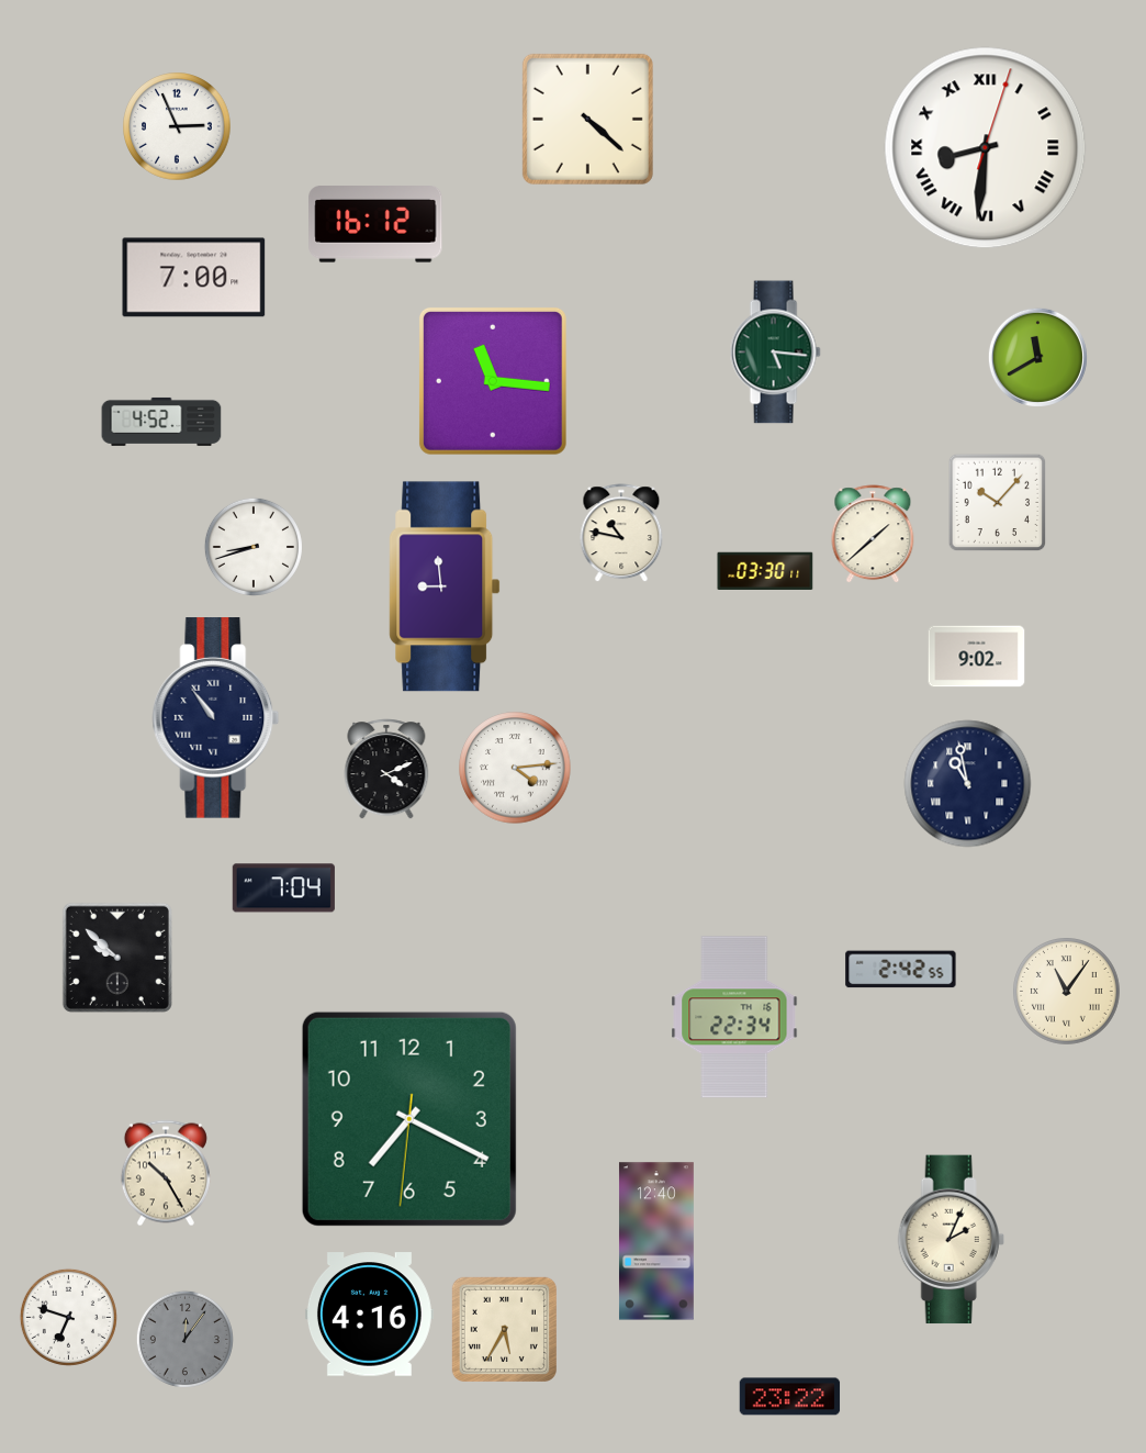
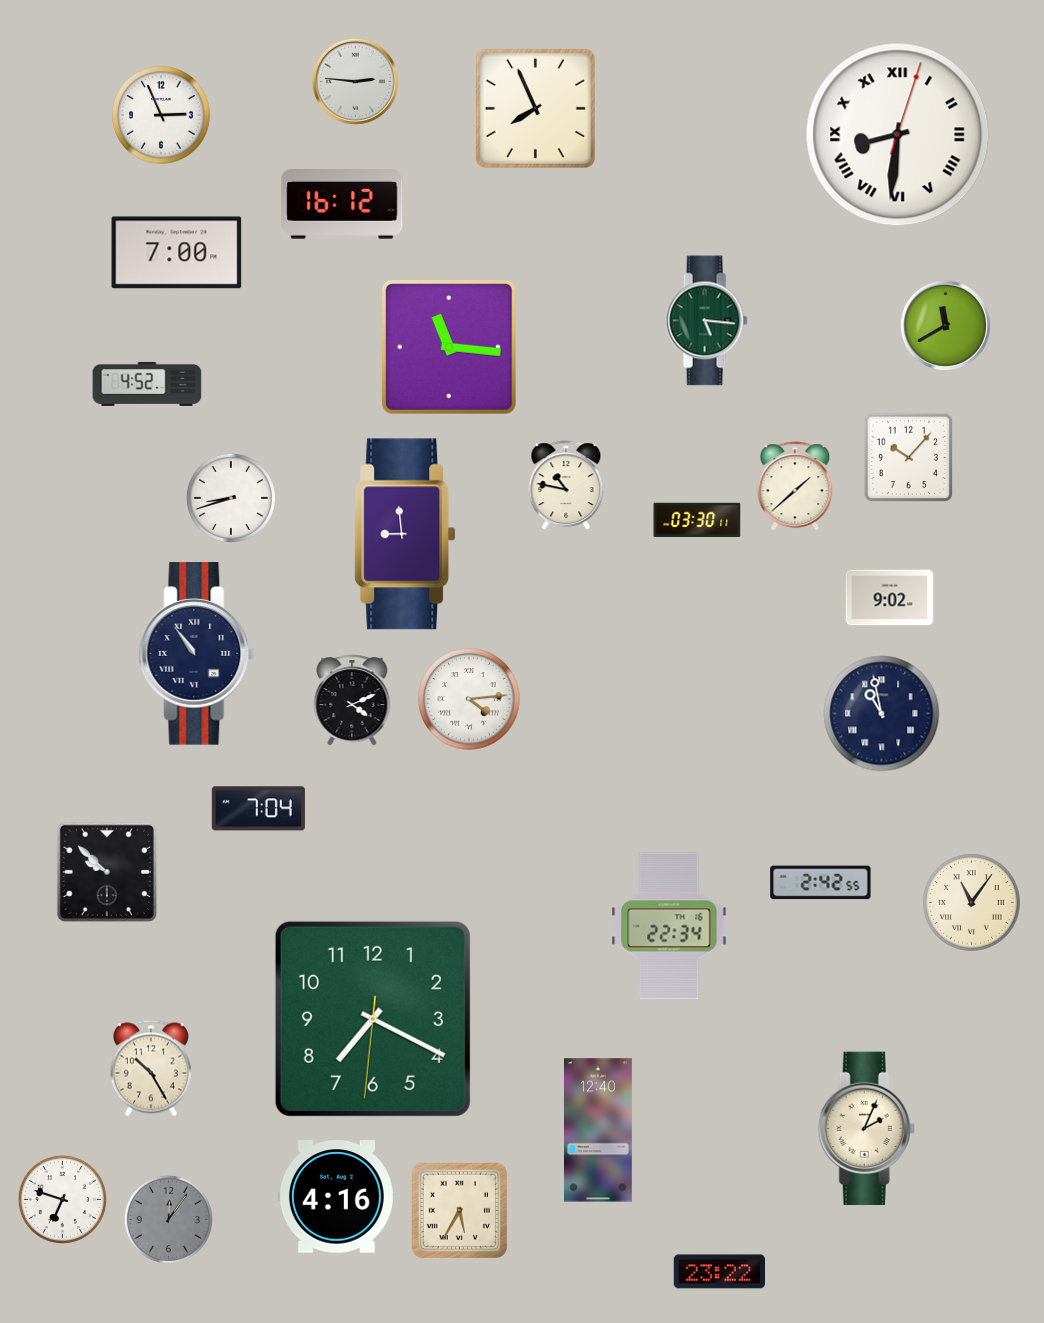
clock at (355, 81): none -> 2:46
clock at (587, 119): 4:22 -> 7:56
